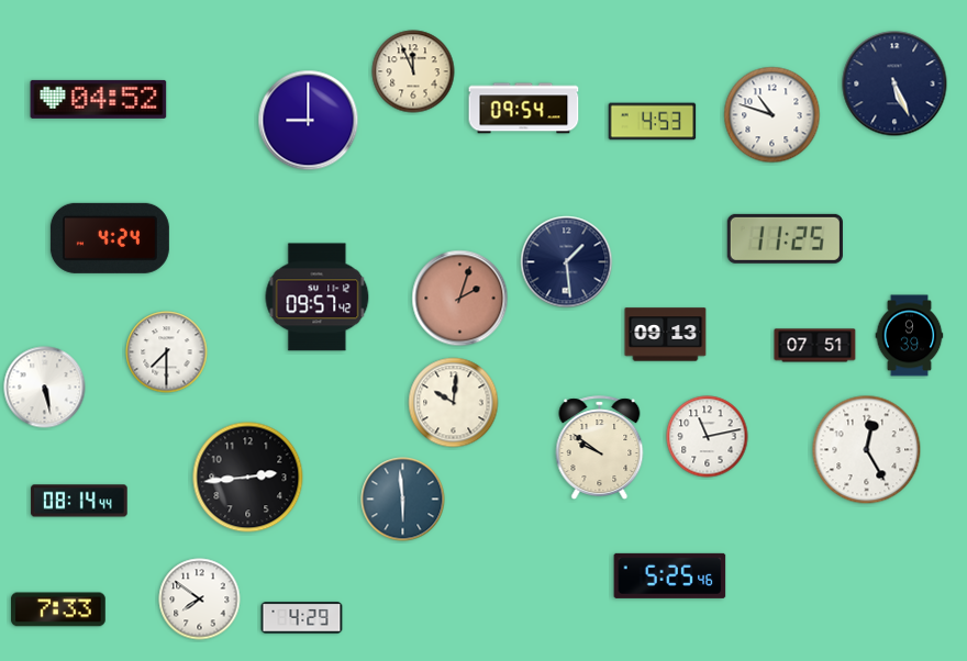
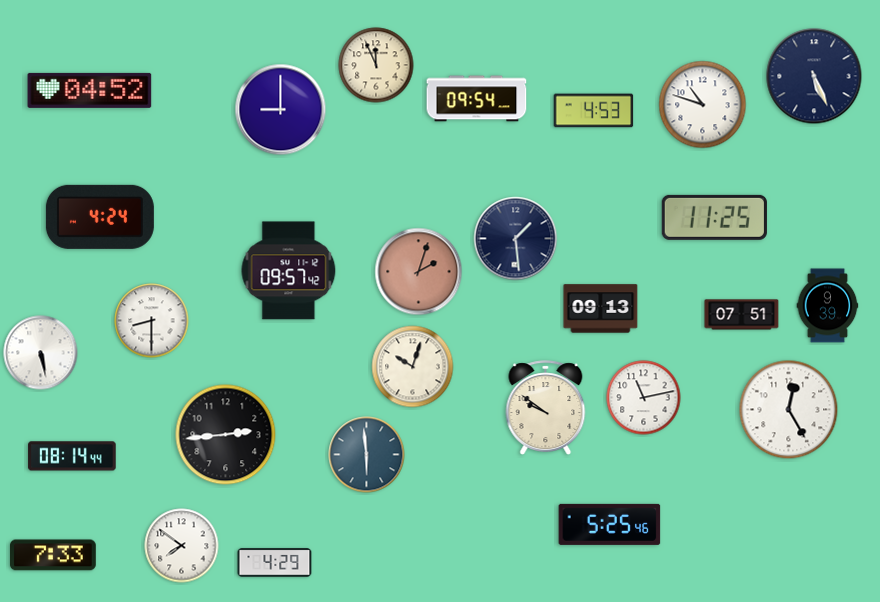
clock at (666, 335) position: (666, 335) -> (601, 309)
clock at (167, 352): 7:30 -> 8:30
clock at (454, 403): 10:01 -> 10:03
